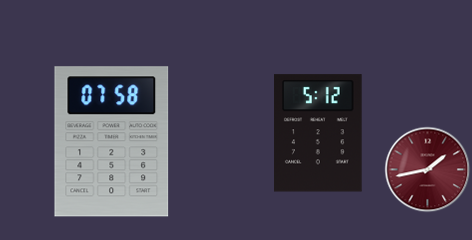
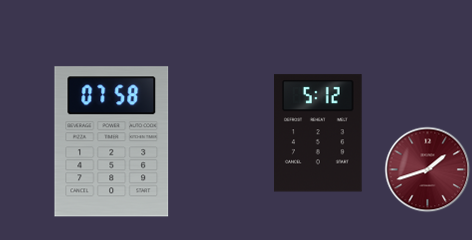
clock at (428, 170): 1:43 -> 1:42
